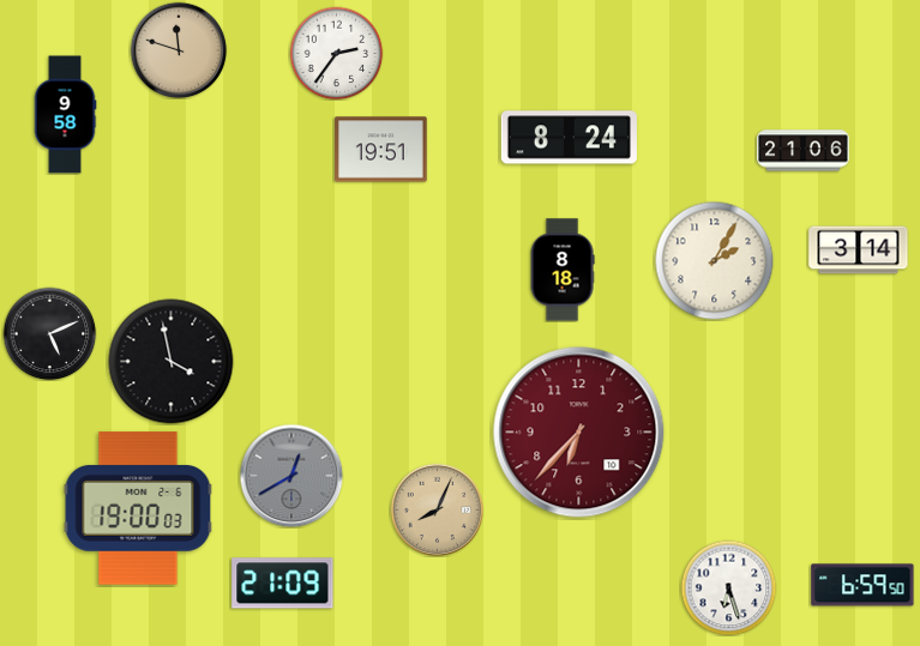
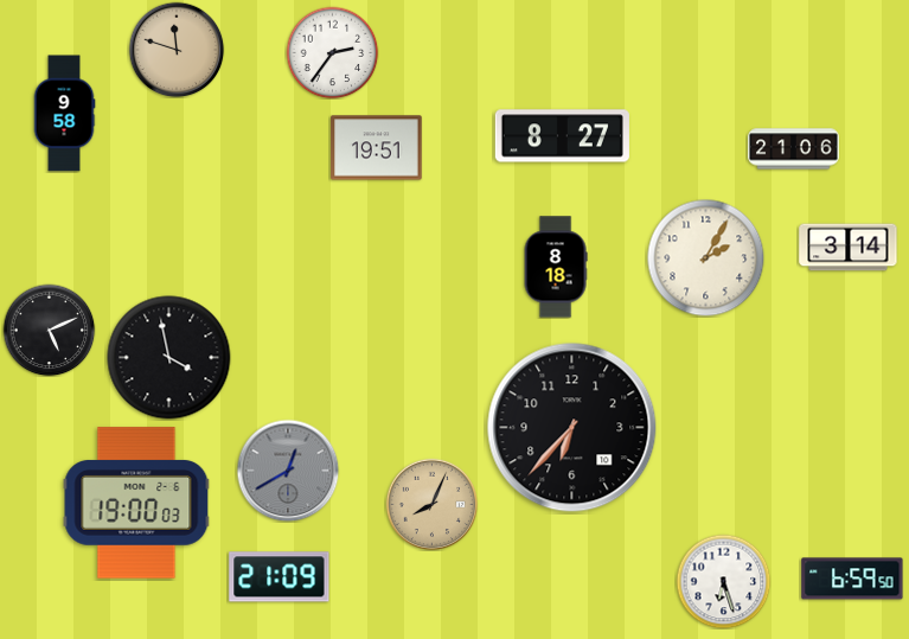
clock at (569, 138): 8:24 -> 8:27
clock at (579, 433) dial: burgundy -> black
clock at (728, 587) position: (728, 587) -> (723, 581)
